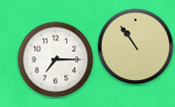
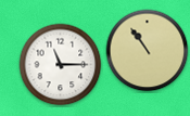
clock at (56, 60): 7:15 -> 11:15
